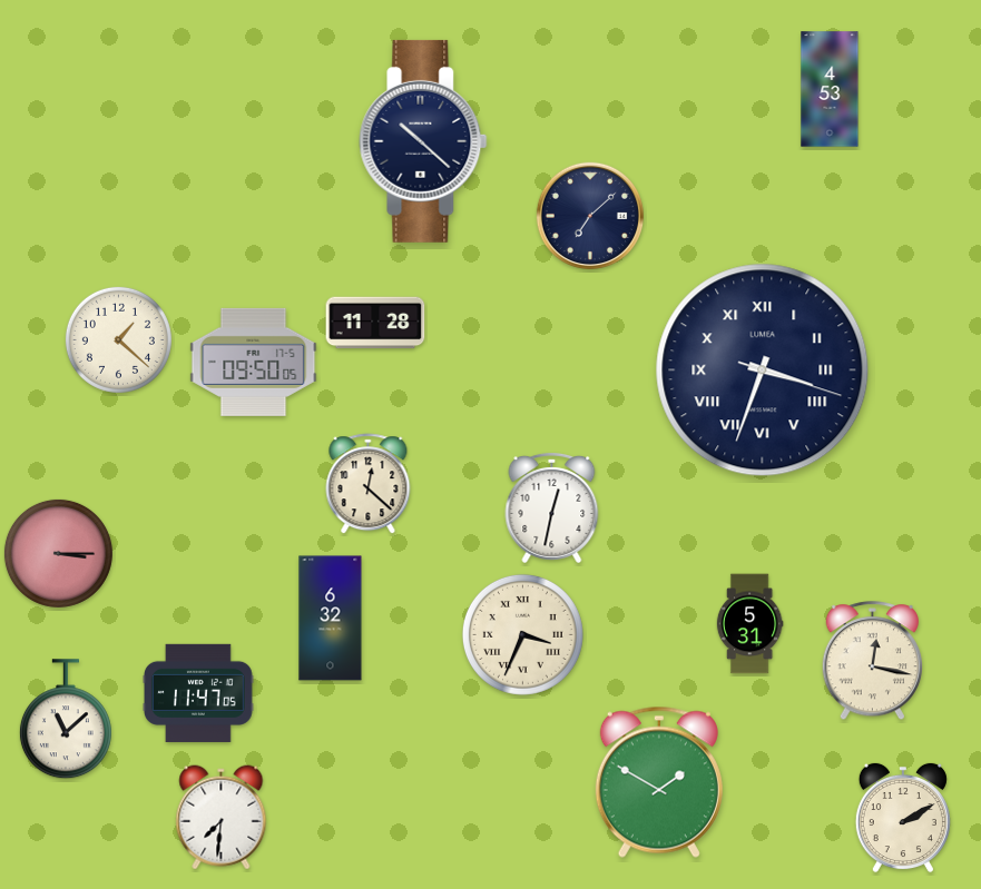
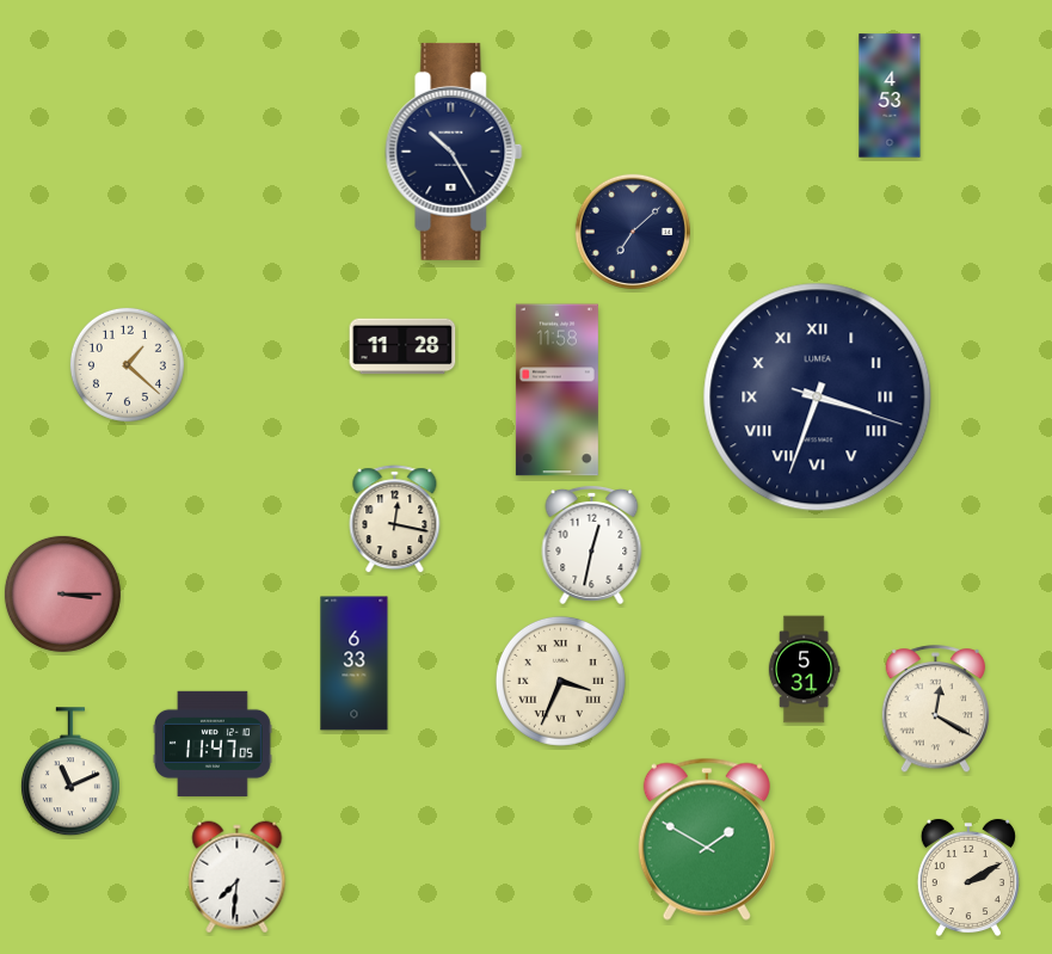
clock at (423, 141): 10:22 -> 10:25
clock at (254, 362): 09:50 -> none
clock at (556, 390): none -> 11:58
clock at (369, 484): 12:22 -> 12:17
clock at (331, 619): 6:32 -> 6:33
clock at (872, 661): 12:17 -> 12:20
clock at (66, 720): 11:08 -> 11:11
